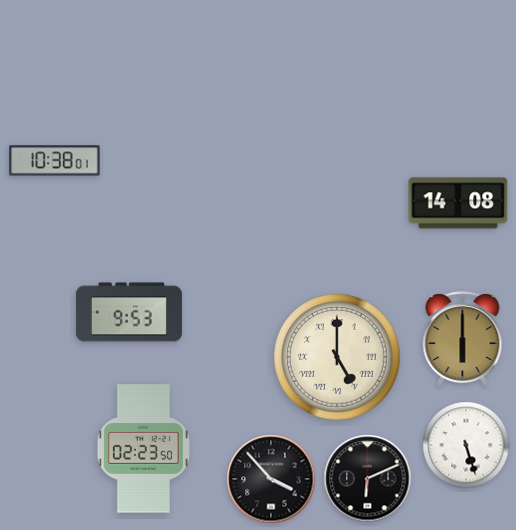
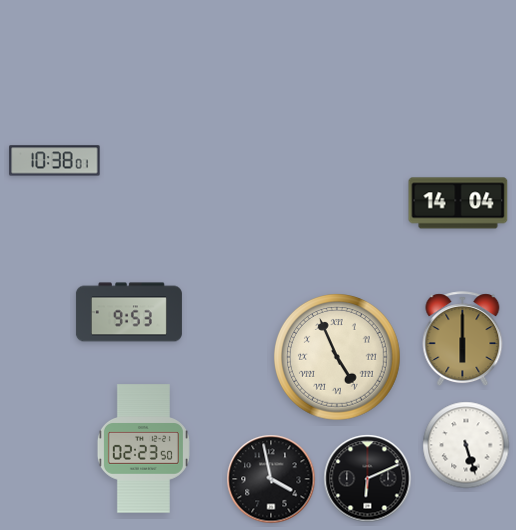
clock at (458, 203): 14:08 -> 14:04
clock at (338, 358): 5:00 -> 4:56
clock at (271, 479): 3:53 -> 3:58
